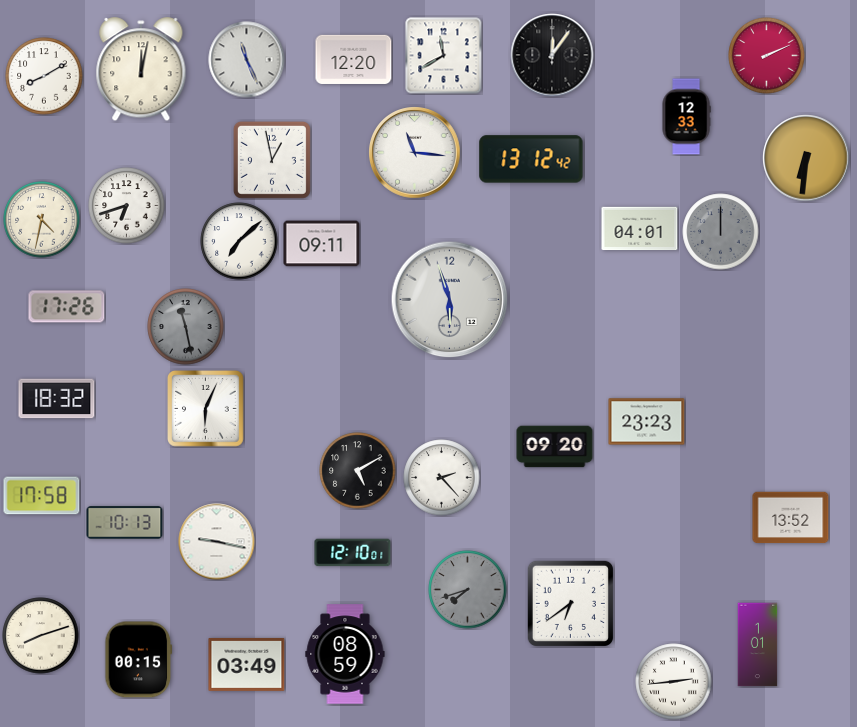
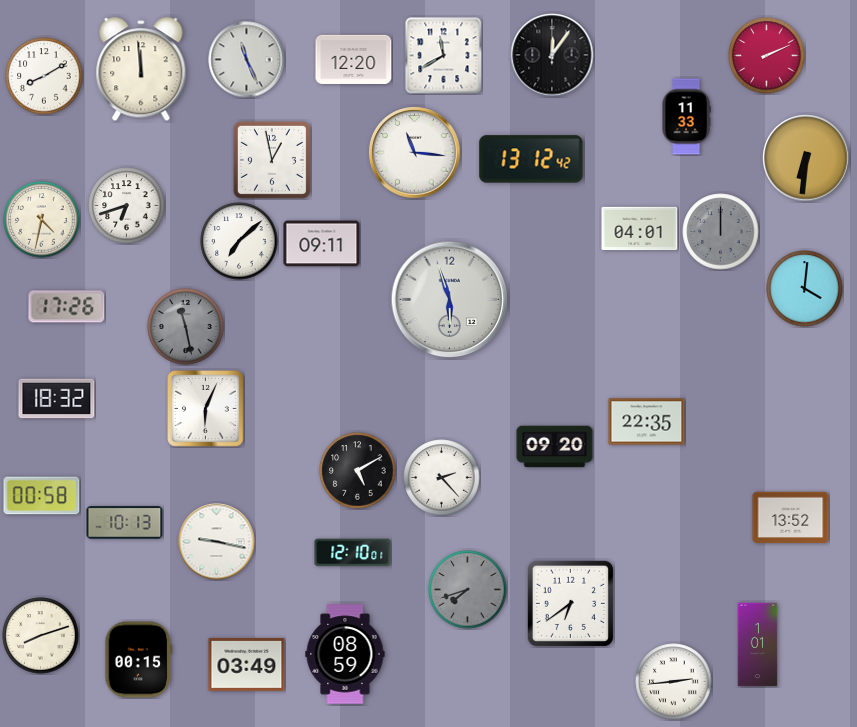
clock at (141, 70): 12:02 -> 11:59
clock at (686, 117): 12:33 -> 11:33
clock at (805, 289): none -> 4:01
clock at (647, 422): 23:23 -> 22:35
clock at (42, 496): 17:58 -> 00:58
